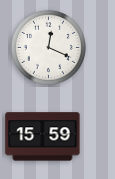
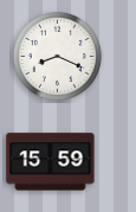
clock at (48, 47): 12:19 -> 8:19
